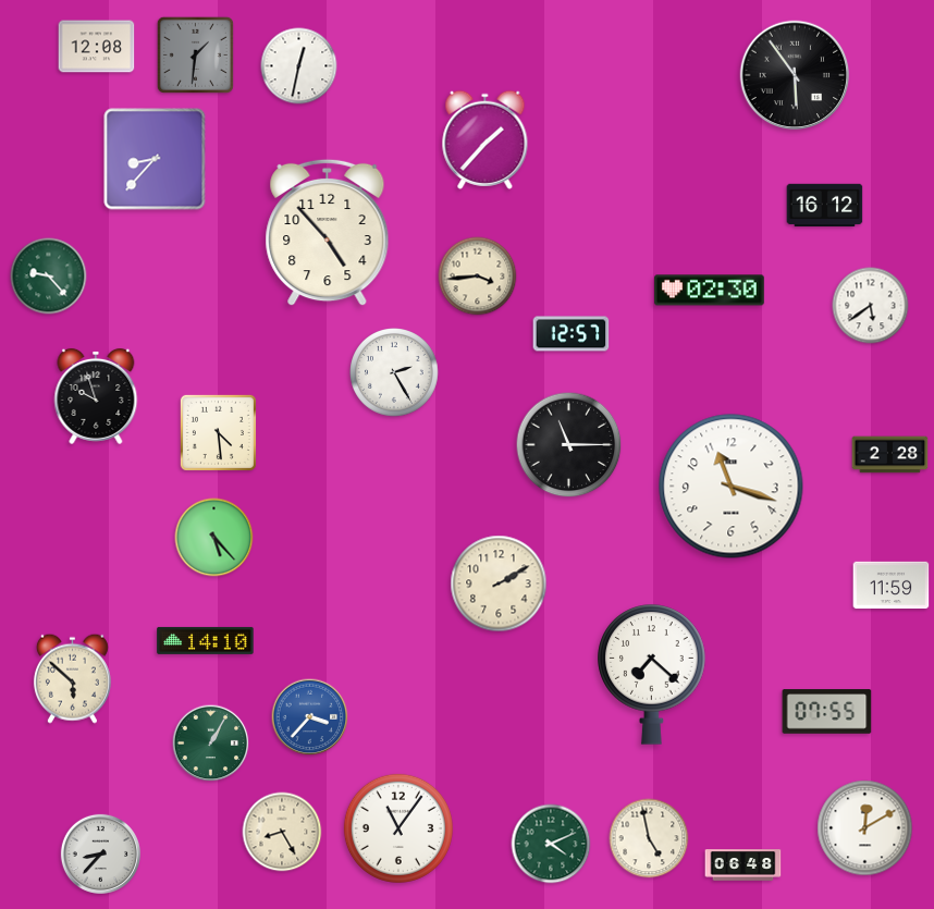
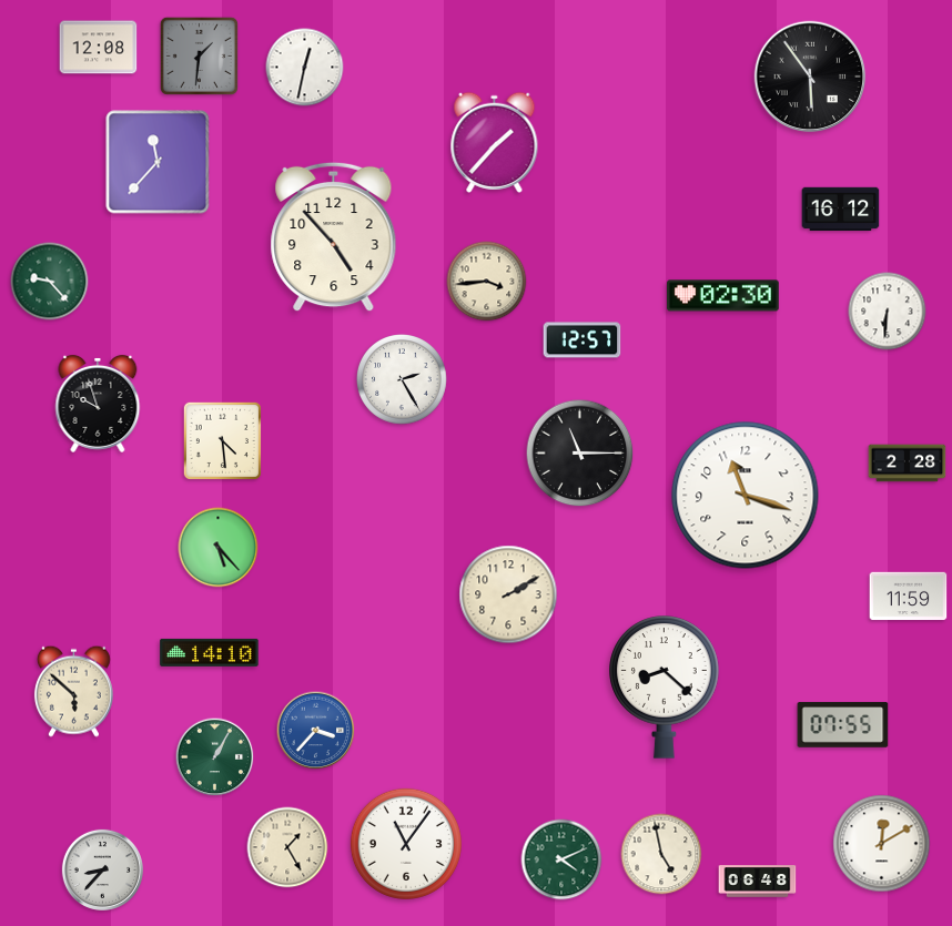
clock at (155, 159): 8:37 -> 11:37
clock at (871, 306): 5:39 -> 6:31
clock at (652, 675): 7:22 -> 8:22
clock at (282, 832): 8:25 -> 1:25
